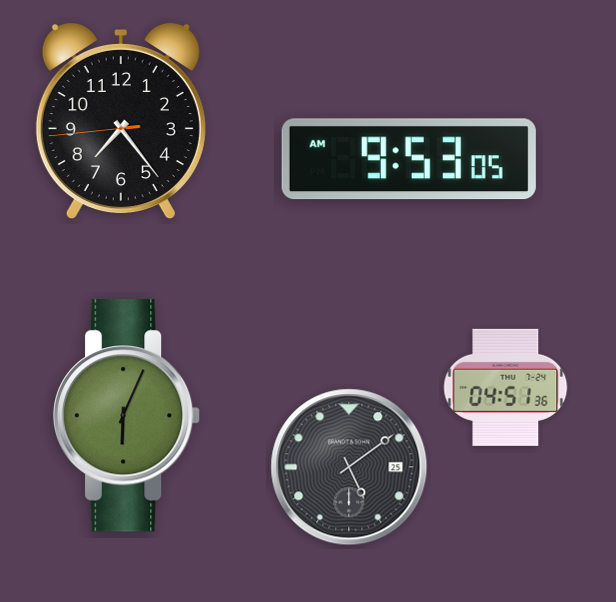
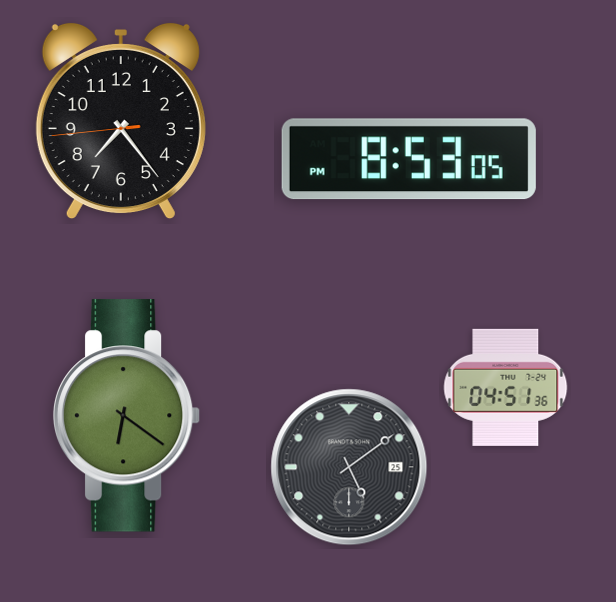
clock at (409, 159): 9:53 -> 8:53
clock at (127, 416): 6:04 -> 6:21
